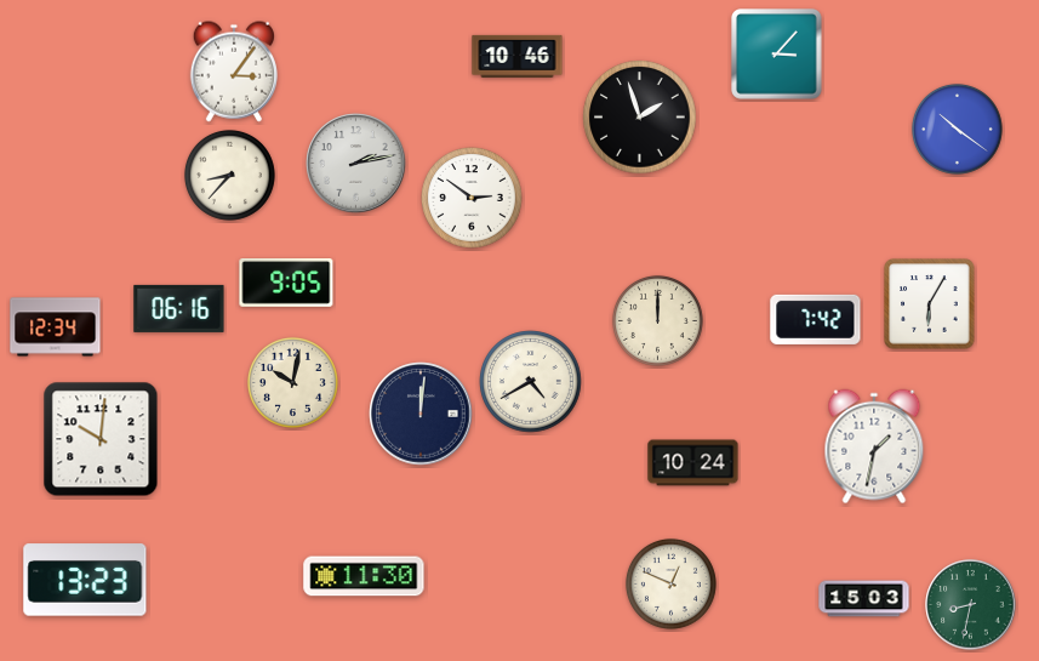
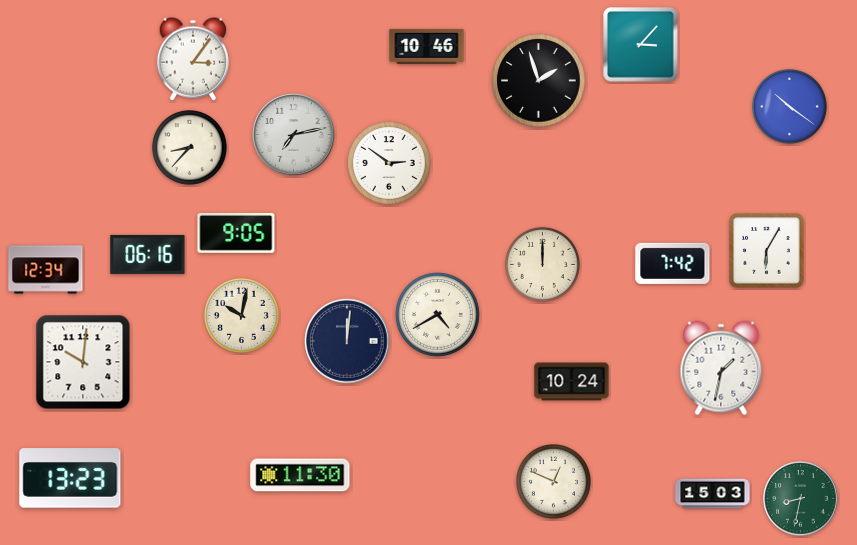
clock at (640, 118) position: (640, 118) -> (539, 81)
clock at (356, 164): 2:13 -> 7:13
clock at (229, 175) position: (229, 175) -> (189, 147)
